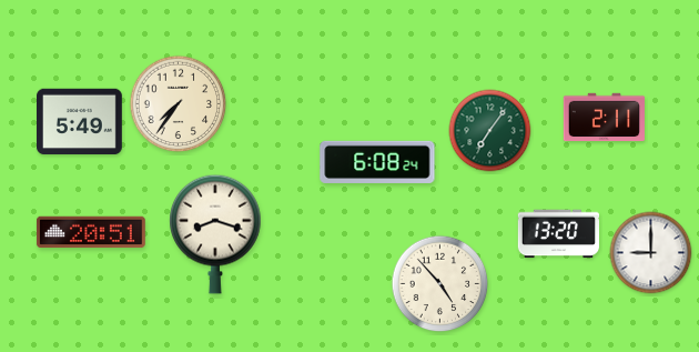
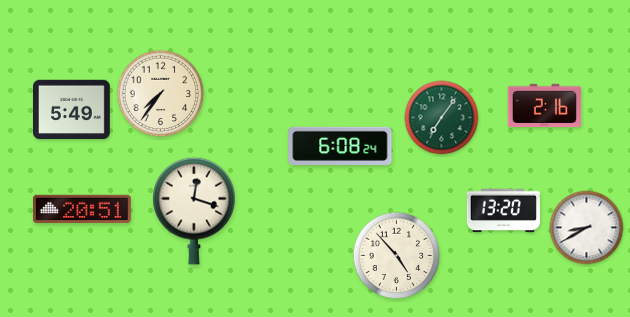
clock at (604, 118): 2:11 -> 2:16
clock at (215, 234): 8:18 -> 12:18
clock at (651, 253): 9:00 -> 8:40
